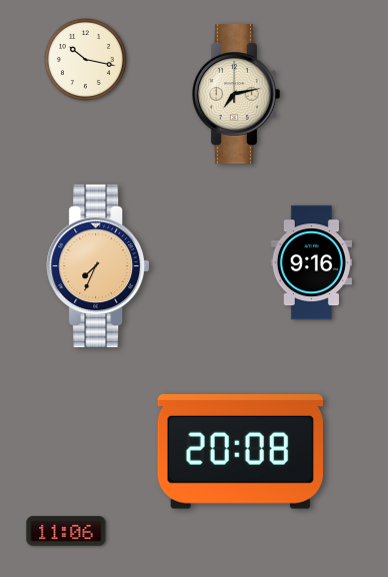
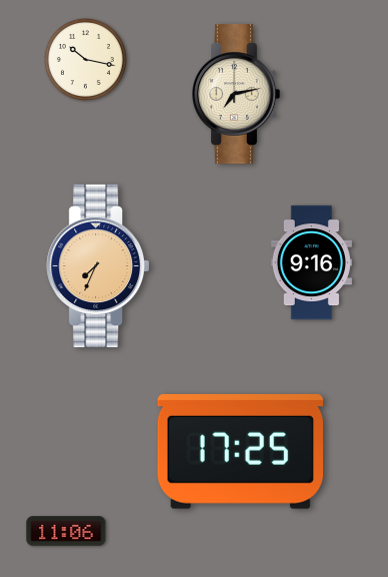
clock at (240, 452): 20:08 -> 17:25
